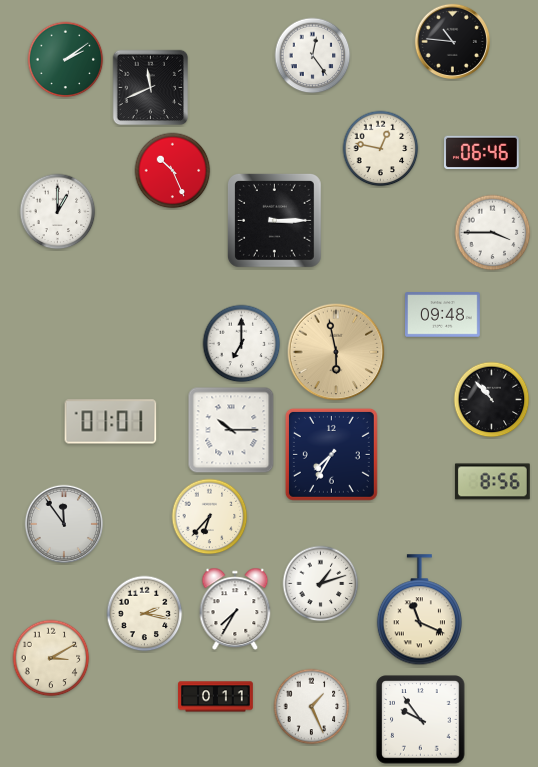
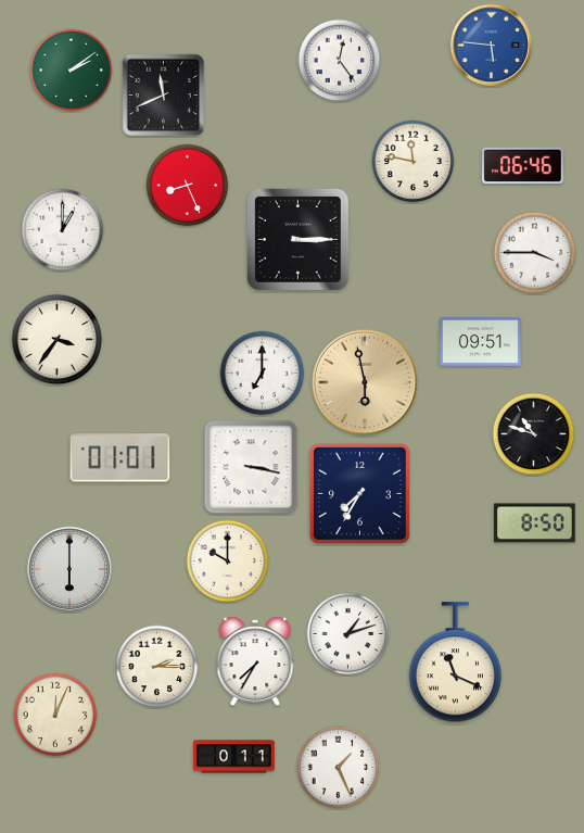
clock at (452, 41): 10:46 -> 5:46
clock at (452, 41) dial: black -> blue
clock at (66, 60) position: (66, 60) -> (72, 71)
clock at (381, 149): 12:47 -> 11:47
clock at (173, 171): 10:26 -> 8:26
clock at (58, 340): none -> 3:36
clock at (443, 315): 09:48 -> 09:51
clock at (492, 400): 10:53 -> 10:48
clock at (231, 430): 10:15 -> 3:17
clock at (492, 482): 8:56 -> 8:50
clock at (210, 517): 6:37 -> 10:00
clock at (63, 523): 11:54 -> 6:00
clock at (145, 614): 2:17 -> 2:15
clock at (51, 658): 3:10 -> 12:04
clock at (421, 720): 9:54 -> none
